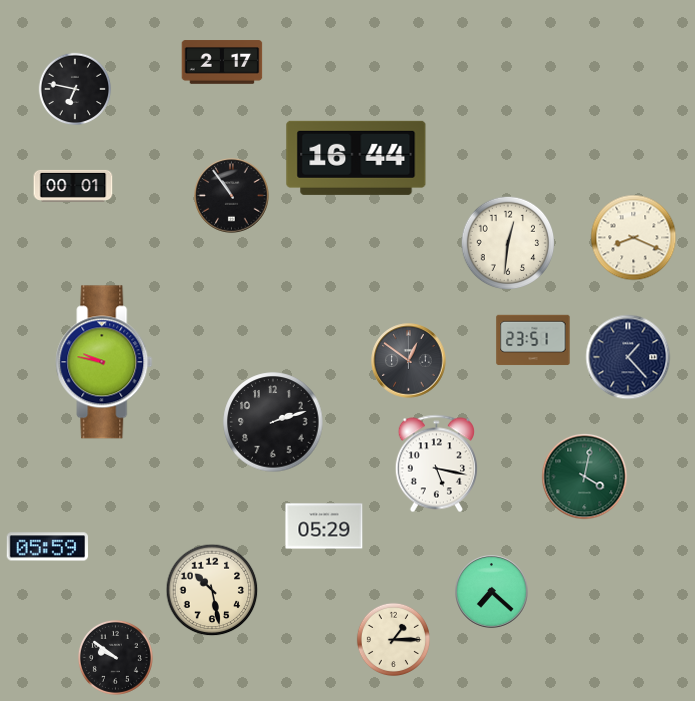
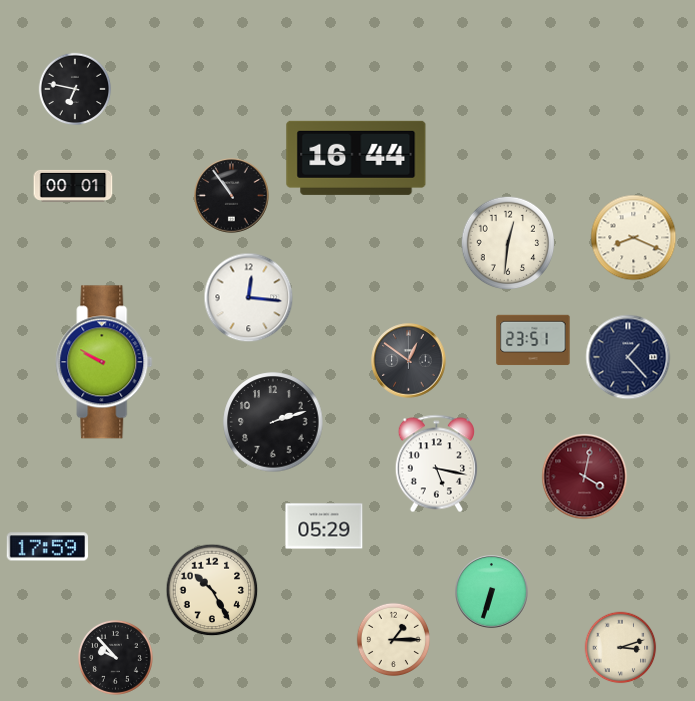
clock at (222, 62): 2:17 -> none
clock at (249, 298): none -> 12:16
clock at (104, 362): 9:47 -> 9:50
clock at (585, 477) dial: green -> burgundy
clock at (48, 547): 05:59 -> 17:59
clock at (212, 590): 10:28 -> 10:25
clock at (492, 592): 7:22 -> 6:33
clock at (621, 648): none -> 3:12
clock at (115, 657): 9:51 -> 9:53
